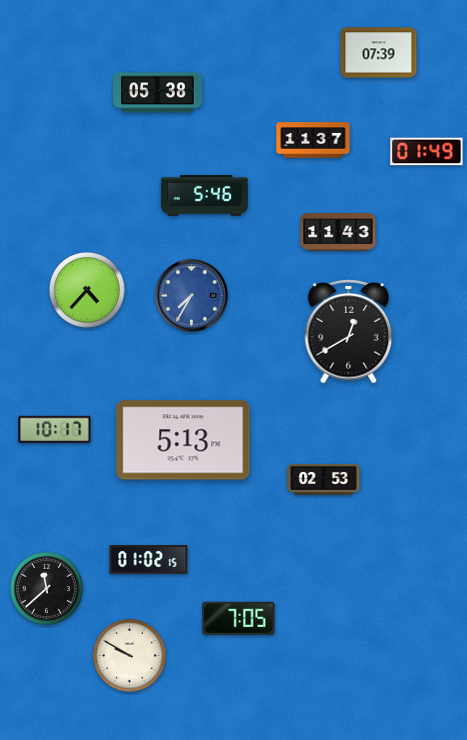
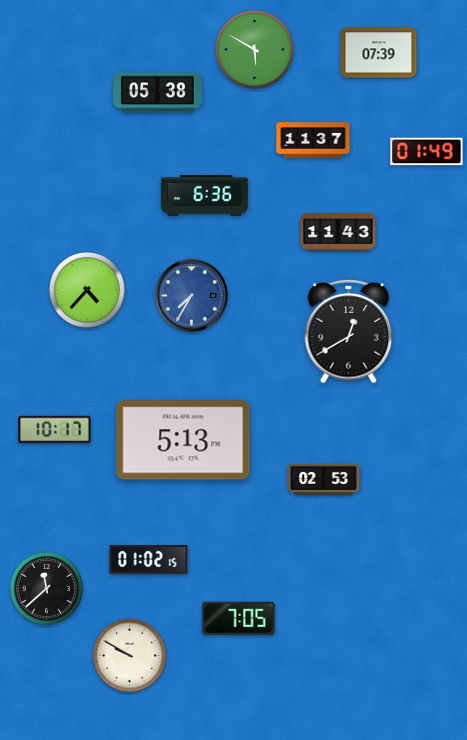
clock at (255, 50): none -> 5:50
clock at (204, 196): 5:46 -> 6:36
